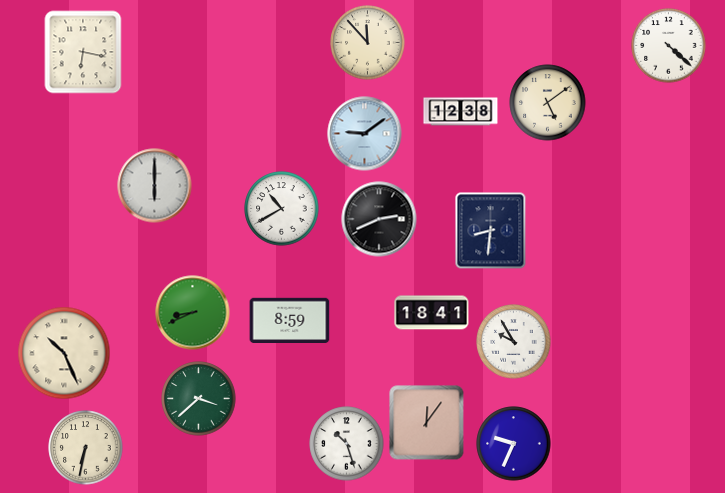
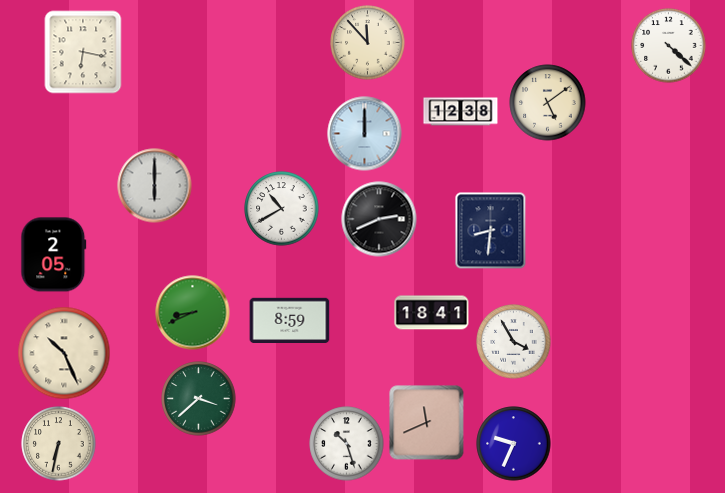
clock at (365, 134): 9:09 -> 12:00
clock at (54, 255): none -> 2:05
clock at (514, 342): 9:55 -> 3:55
clock at (427, 423): 12:06 -> 11:41
clock at (86, 448) position: (86, 448) -> (59, 444)
